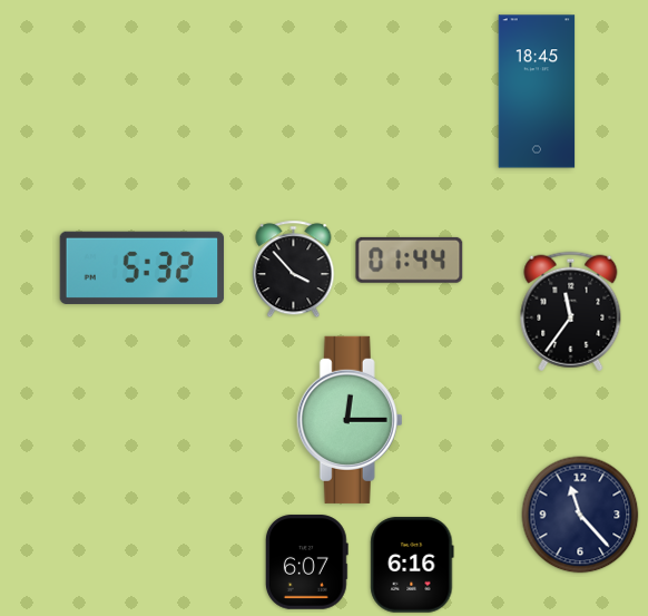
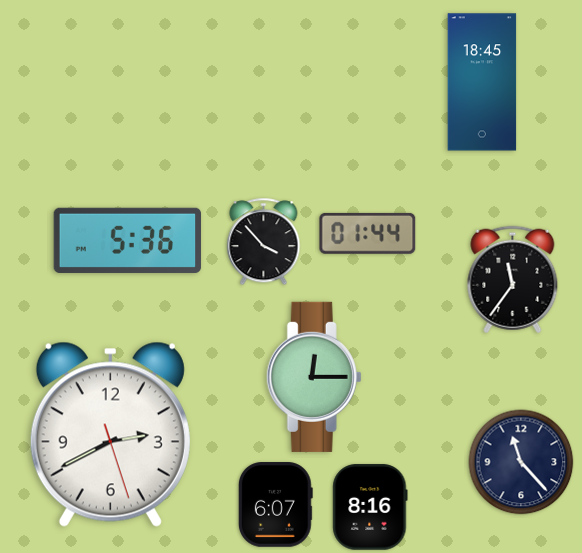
clock at (143, 267): 5:32 -> 5:36
clock at (110, 434): none -> 2:40
clock at (412, 565): 6:16 -> 8:16
